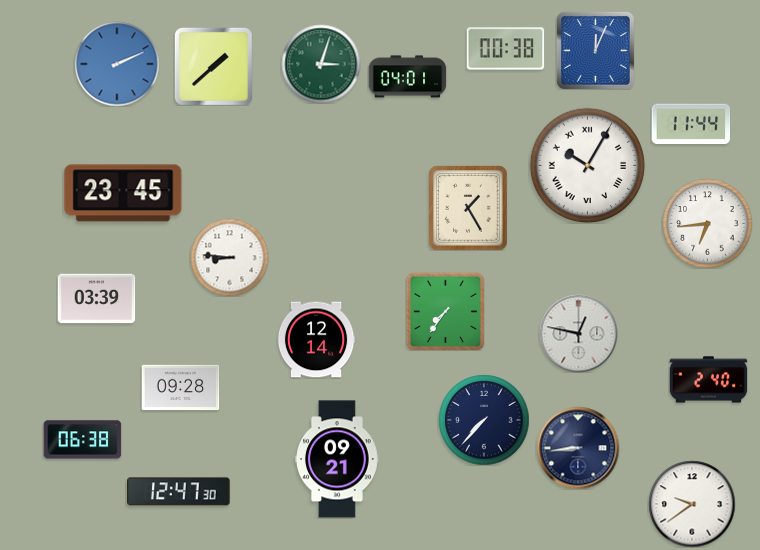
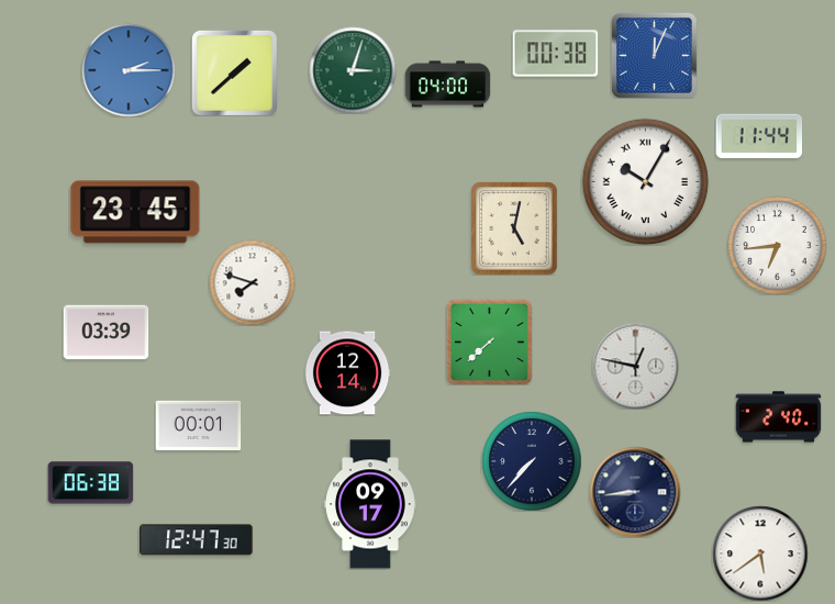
clock at (117, 64): 2:11 -> 2:15
clock at (407, 77): 04:01 -> 04:00
clock at (468, 208): 1:25 -> 5:02
clock at (229, 257): 8:46 -> 7:48
clock at (96, 299) position: (96, 299) -> (105, 333)
clock at (445, 311): 7:36 -> 7:38
clock at (180, 388): 09:28 -> 00:01
clock at (338, 459): 09:21 -> 09:17
clock at (692, 504): 9:39 -> 5:39
